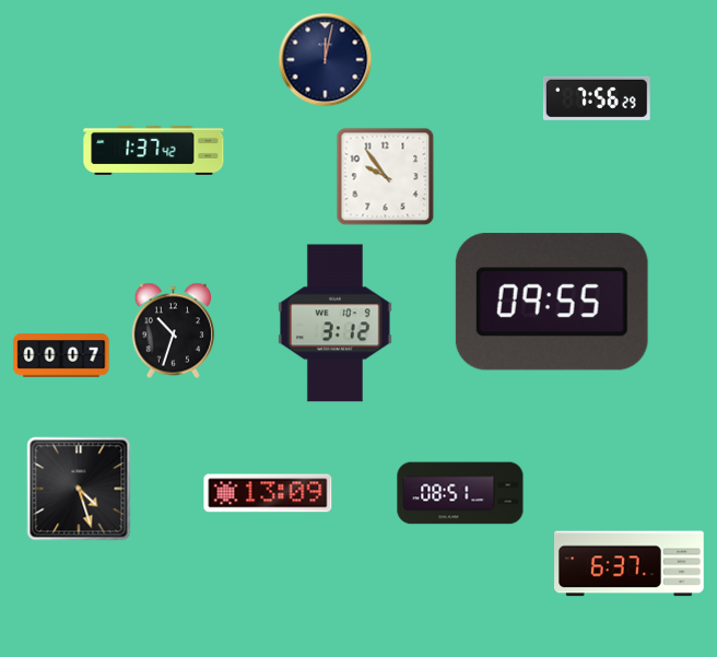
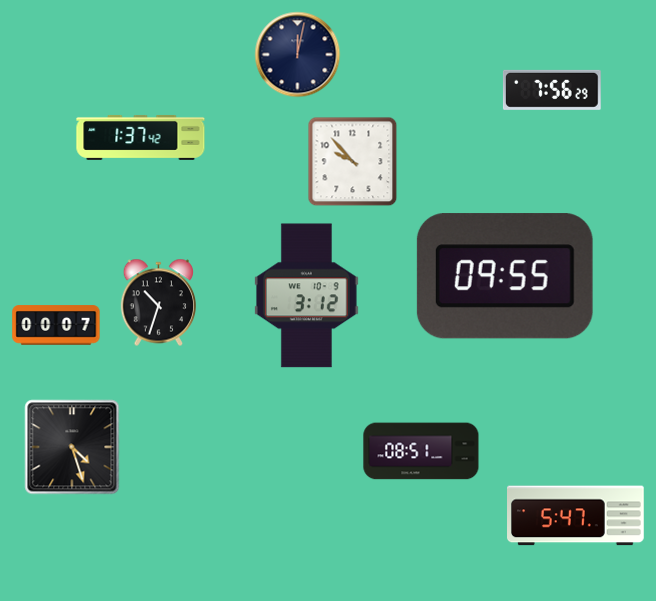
clock at (597, 98) position: (597, 98) -> (552, 90)
clock at (386, 177): 9:54 -> 9:53
clock at (268, 493): 13:09 -> none
clock at (630, 564): 6:37 -> 5:47
